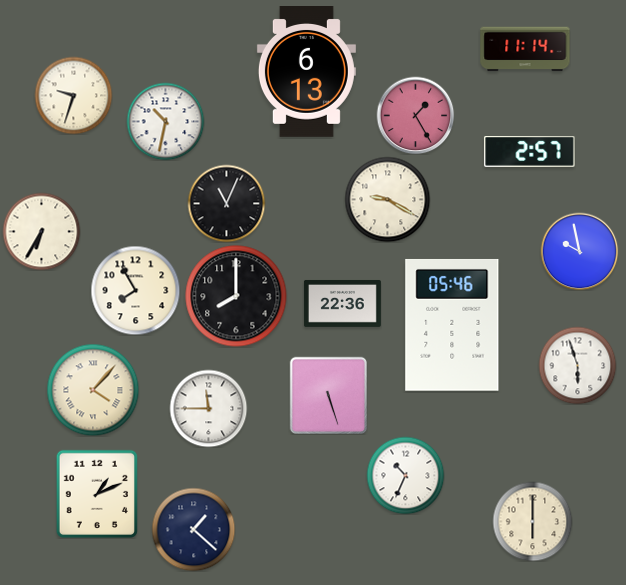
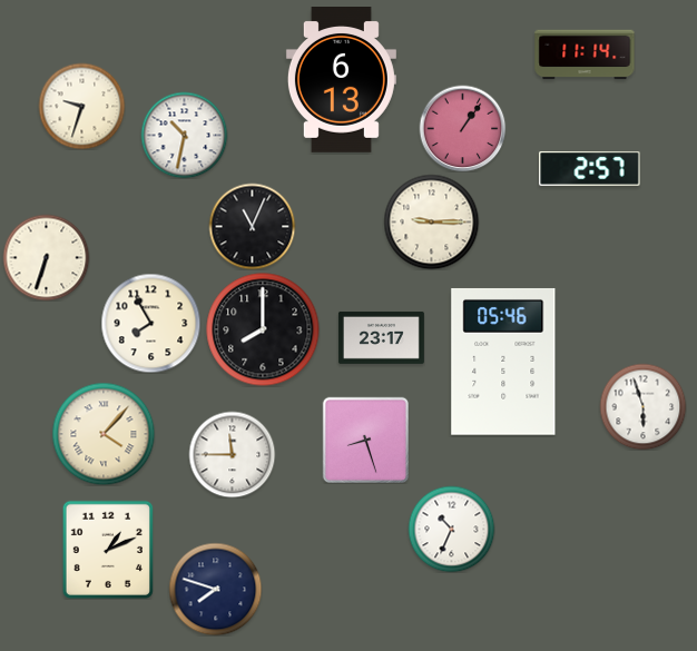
clock at (415, 115): 1:25 -> 1:06
clock at (387, 199): 9:20 -> 9:15
clock at (41, 231): 6:35 -> 6:33
clock at (579, 251): 9:58 -> none
clock at (342, 303): 22:36 -> 23:17
clock at (328, 395): 5:27 -> 8:27
clock at (532, 521): 6:00 -> none
clock at (193, 529): 1:22 -> 7:48
